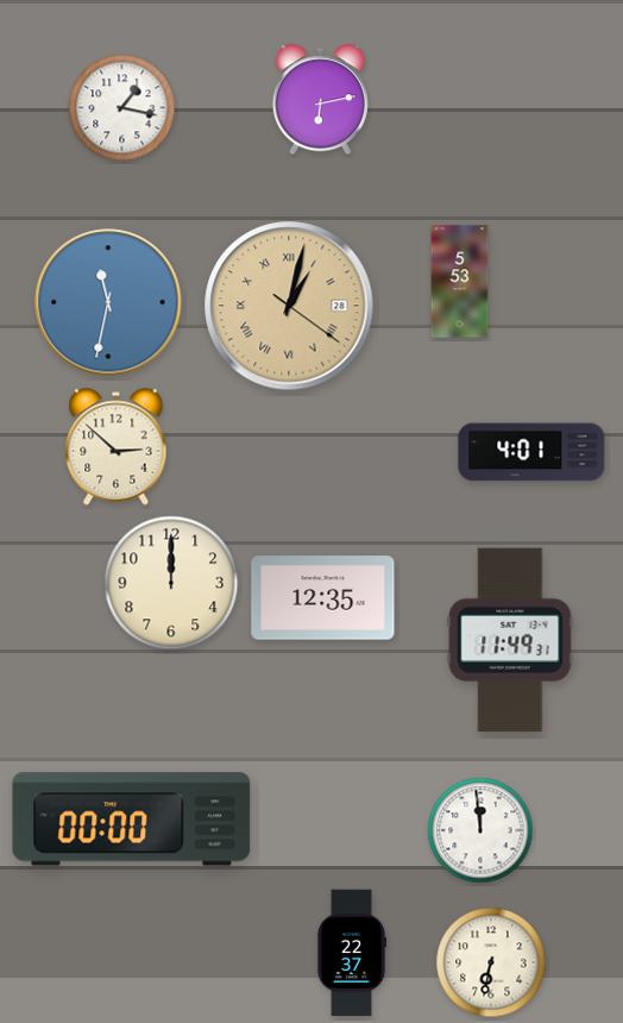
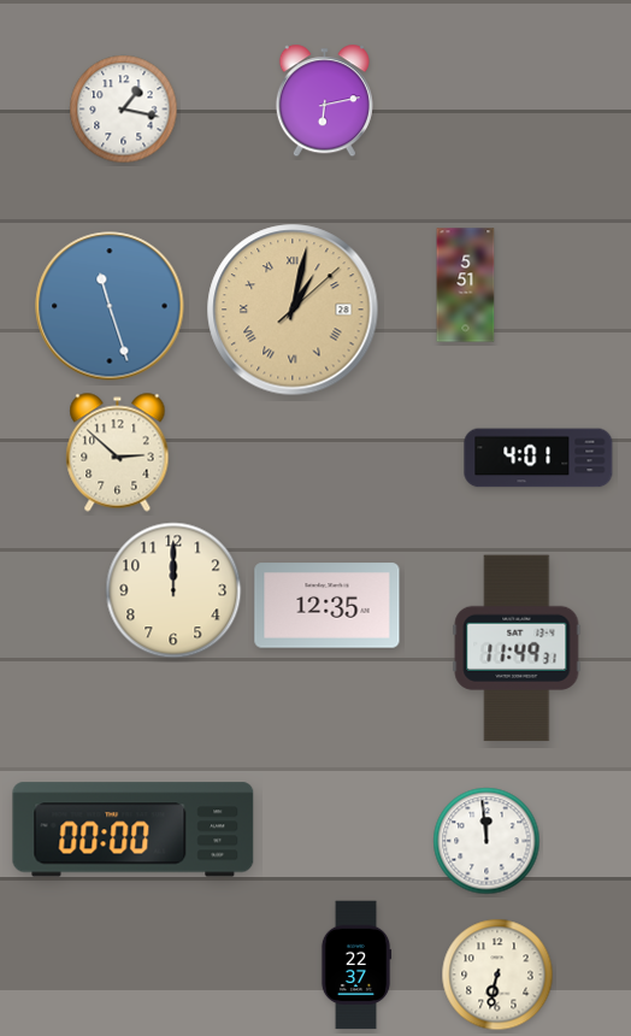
clock at (460, 282): 5:53 -> 5:51
clock at (108, 302): 11:32 -> 11:27
clock at (289, 306): 1:02:21 -> 1:02:08
